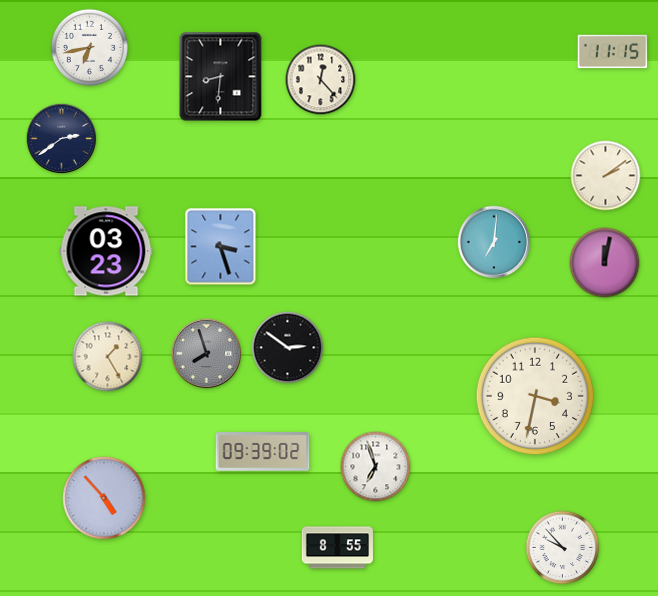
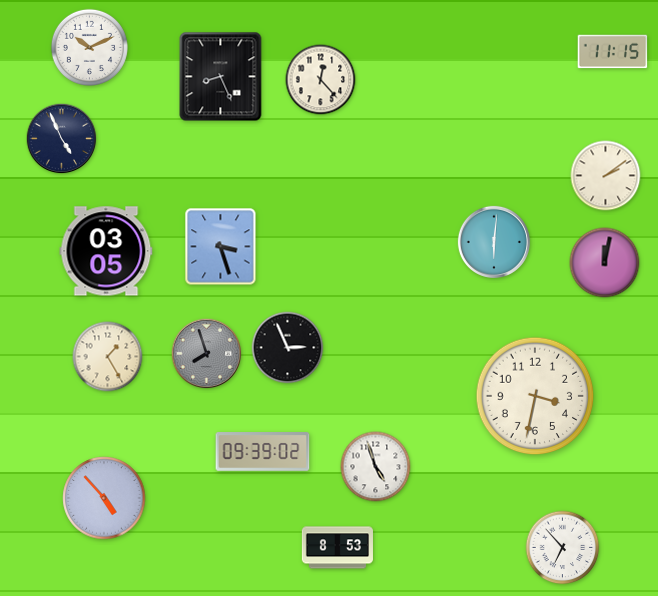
clock at (89, 47): 6:43 -> 10:11
clock at (221, 77): 8:31 -> 8:26
clock at (62, 139): 2:39 -> 4:56
clock at (494, 242): 7:01 -> 6:01
clock at (106, 251): 03:23 -> 03:05
clock at (288, 348): 2:51 -> 2:56
clock at (376, 467): 6:57 -> 4:57
clock at (337, 548): 8:55 -> 8:53
clock at (563, 548): 9:53 -> 6:53
